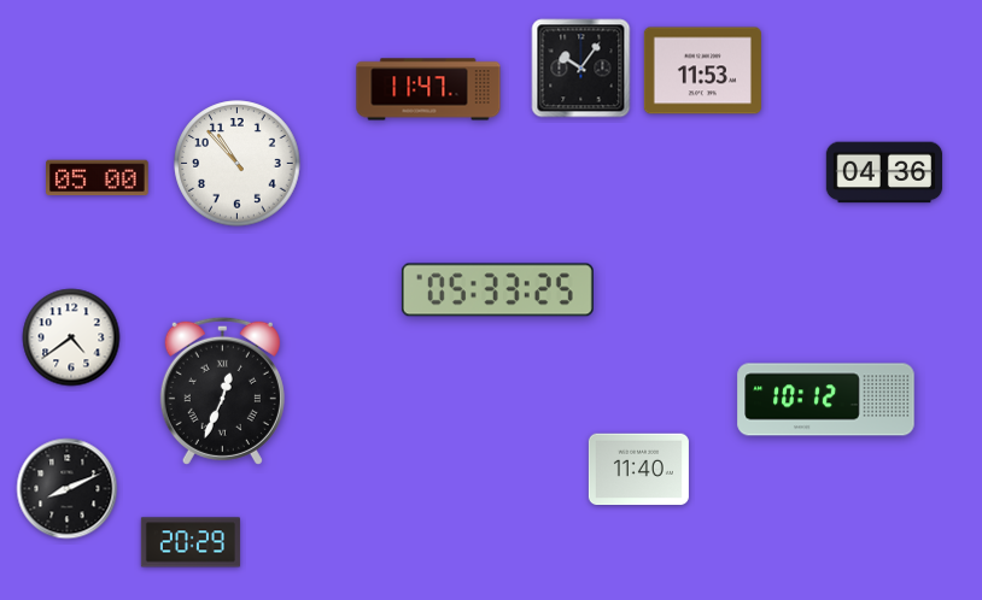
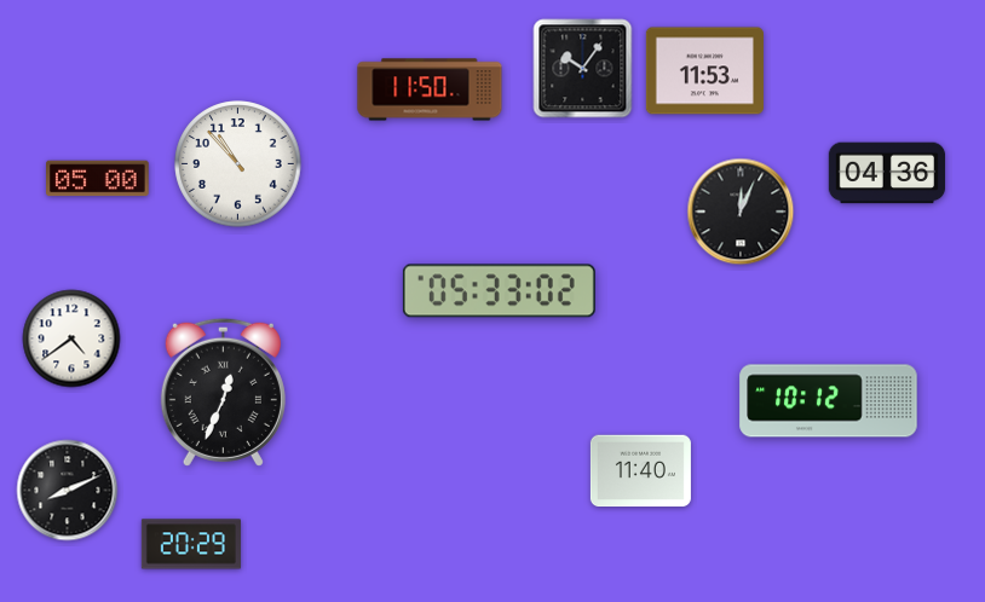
clock at (428, 89): 11:47 -> 11:50
clock at (741, 212): none -> 12:04
clock at (497, 290): 05:33:25 -> 05:33:02
